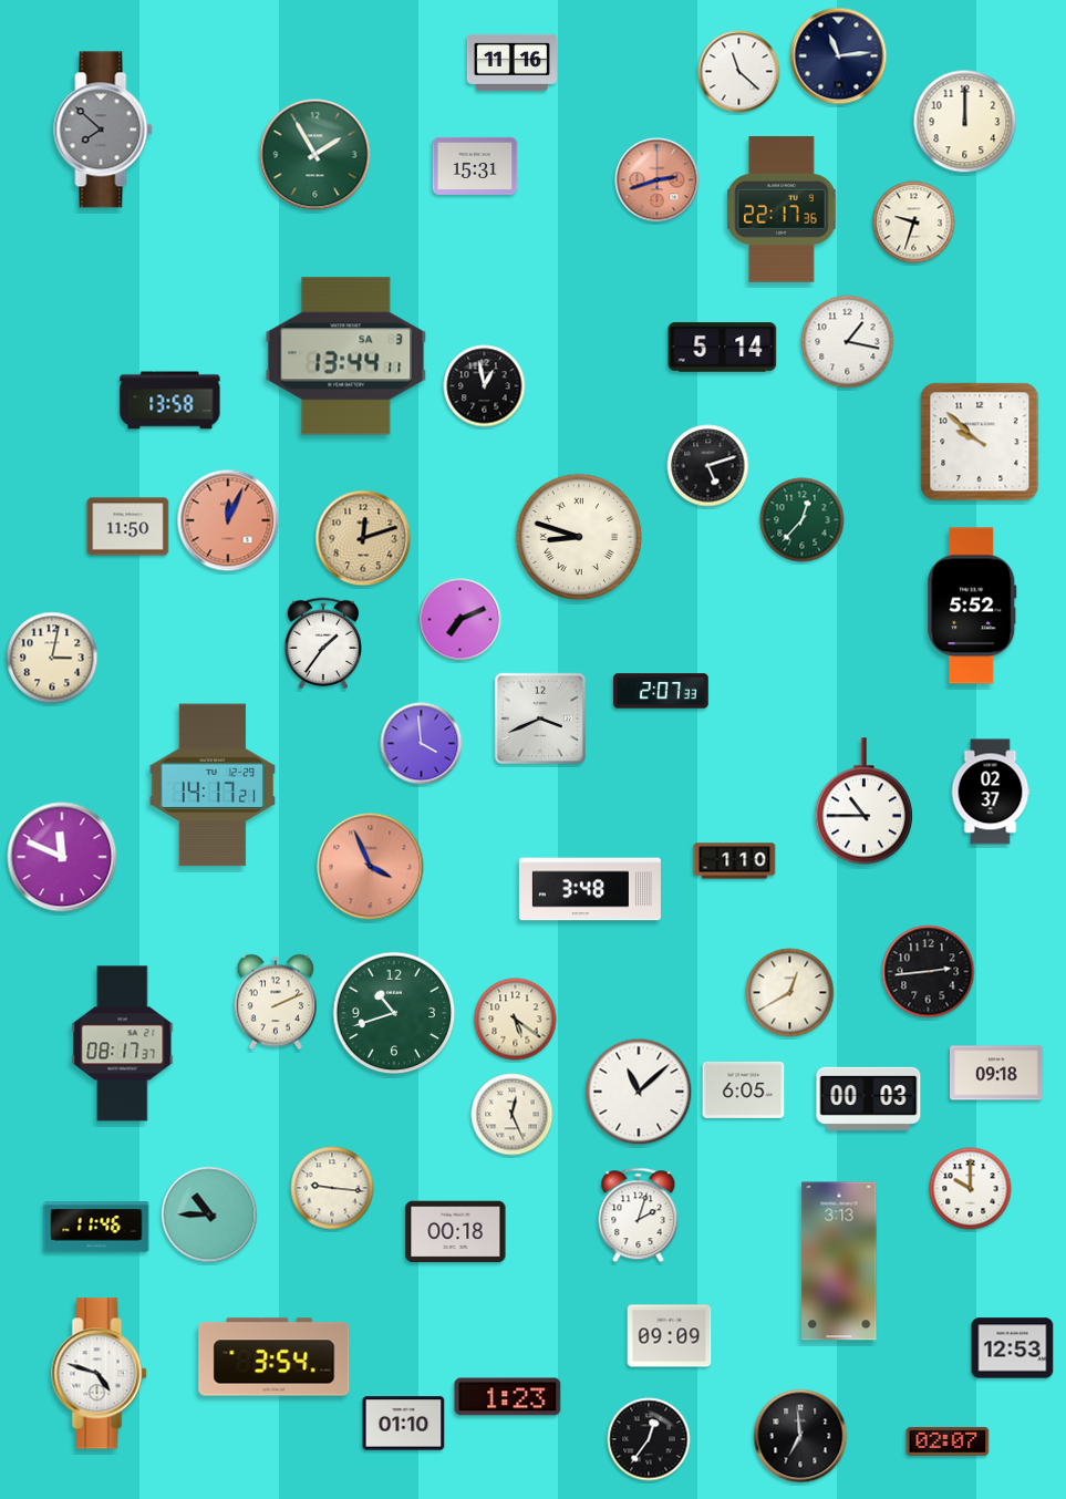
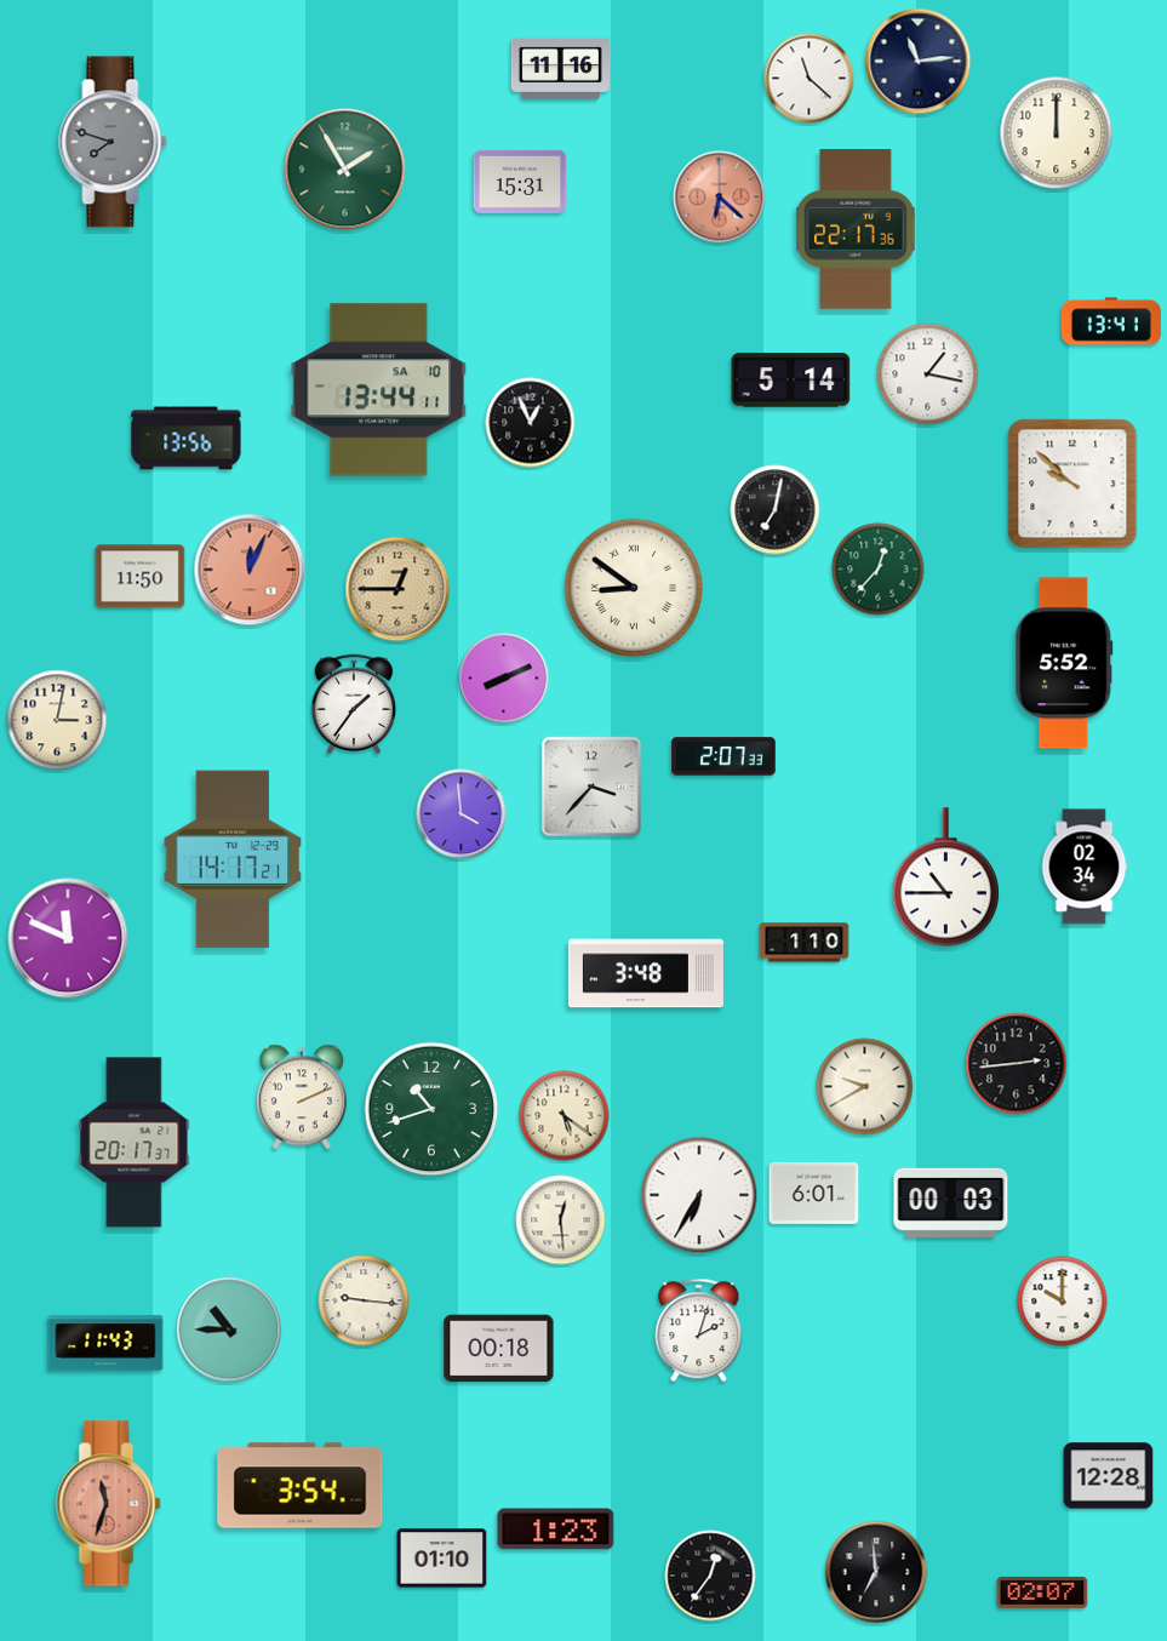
clock at (103, 130): 7:52 -> 7:48
clock at (658, 180): 2:42 -> 6:22
clock at (914, 223): 9:33 -> none
clock at (1111, 321): none -> 13:41
clock at (346, 356) date: SA 3 -> SA 10
clock at (485, 386): 12:58 -> 12:56
clock at (170, 401): 13:58 -> 13:56
clock at (708, 466): 5:12 -> 7:02
clock at (579, 537): 8:48 -> 8:51
clock at (363, 538): 12:12 -> 12:45
clock at (460, 620): 7:11 -> 8:11
clock at (540, 719): 3:41 -> 3:37
clock at (991, 792): 02:37 -> 02:34
clock at (371, 867): 3:56 -> none
clock at (790, 993): 12:40 -> 9:40
clock at (123, 1044): 08:17 -> 20:17
clock at (997, 1073): 09:18 -> none
clock at (744, 1089): 6:05 -> 6:01
clock at (639, 1092): 11:08 -> 6:35
clock at (513, 1115): 12:26 -> 12:29
clock at (96, 1227): 11:46 -> 11:43
clock at (839, 1261): 3:13 -> none
clock at (670, 1336): 09:09 -> none
clock at (1013, 1348): 12:53 -> 12:28
clock at (100, 1374): 4:48 -> 11:33
clock at (100, 1374) dial: white -> salmon
clock at (948, 1441) position: (948, 1441) -> (1042, 1593)
